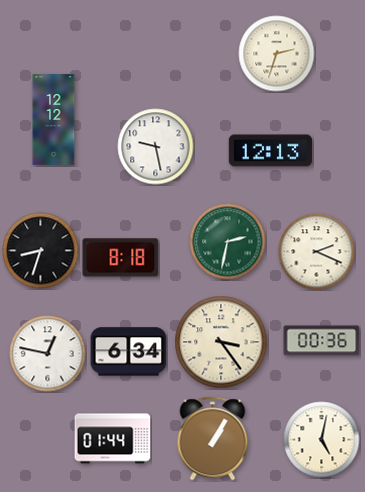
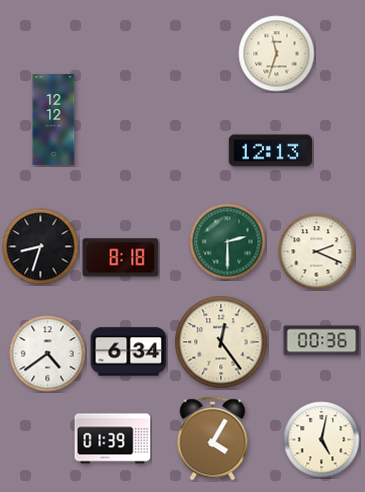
clock at (277, 54): 2:33 -> 11:33
clock at (156, 147): 9:28 -> none
clock at (228, 242): 2:32 -> 2:30
clock at (41, 251) position: (41, 251) -> (41, 247)
clock at (221, 342): 3:24 -> 12:24
clock at (48, 354): 12:47 -> 4:39
clock at (113, 439): 01:44 -> 01:39
clock at (213, 439): 1:05 -> 4:05
